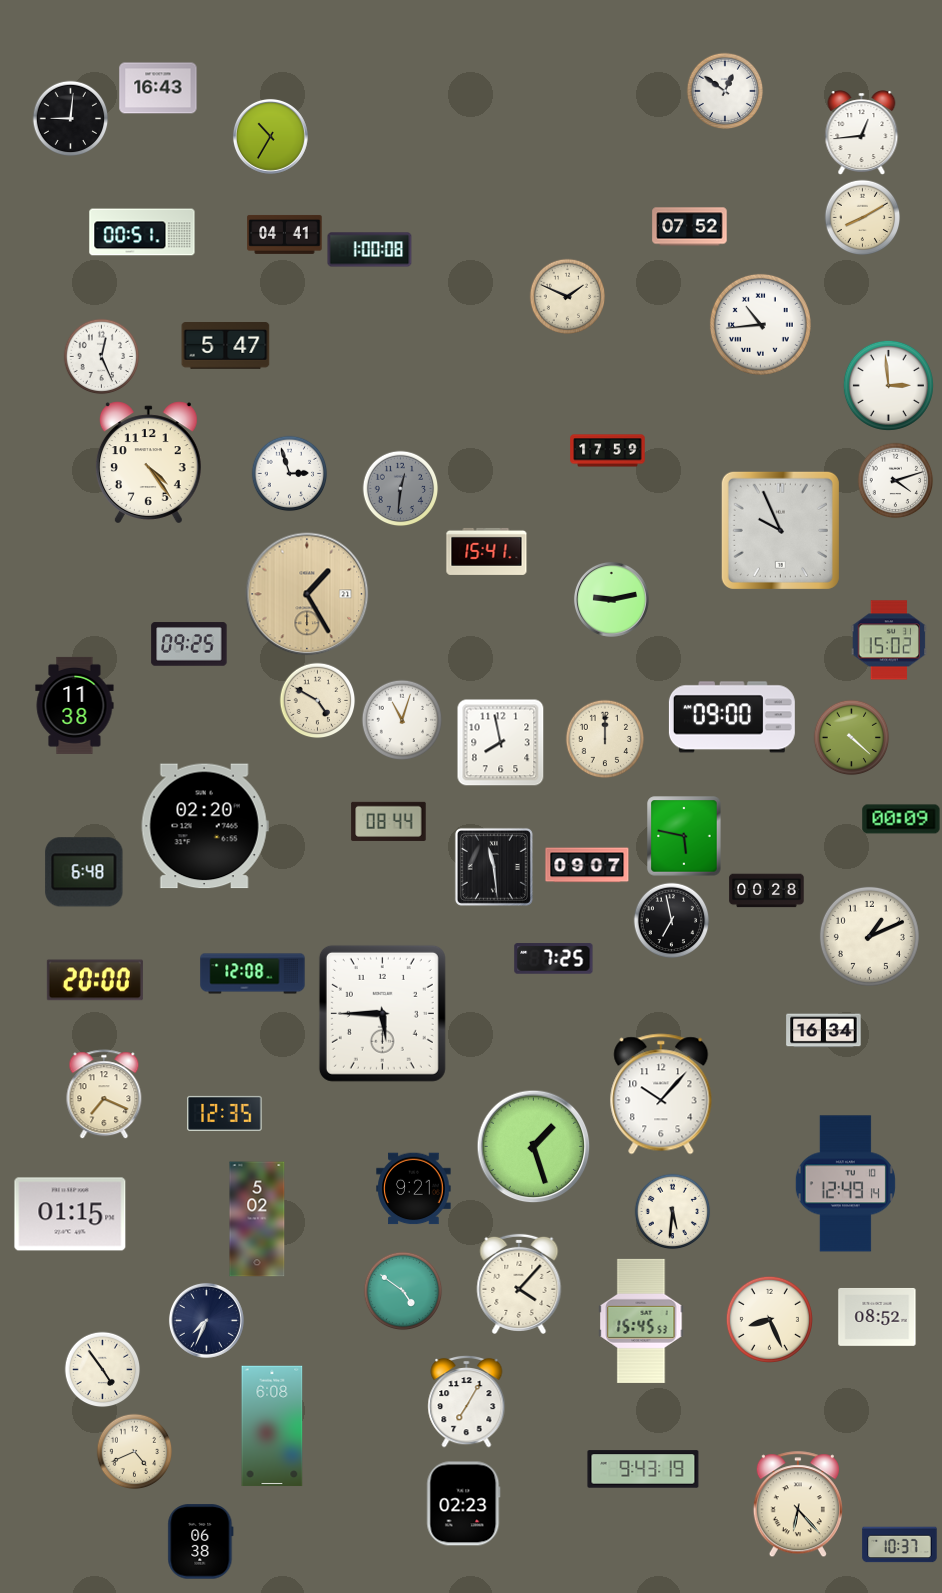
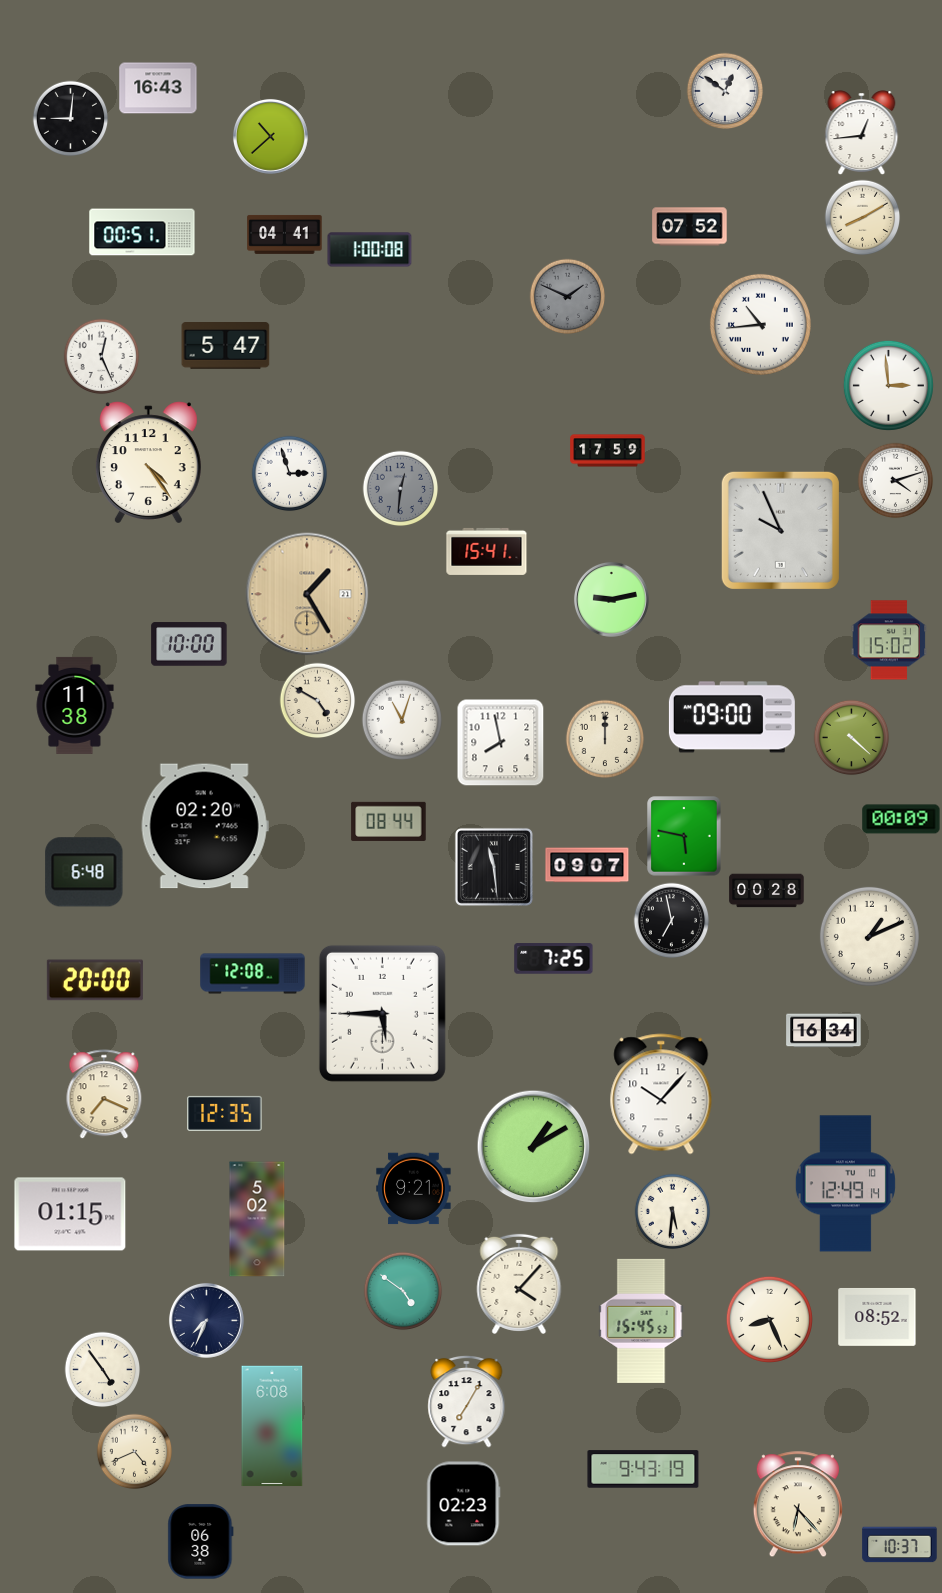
clock at (270, 136): 10:35 -> 10:38
clock at (568, 297) dial: cream -> grey
clock at (189, 644): 09:25 -> 10:00
clock at (534, 1147): 1:27 -> 1:10
